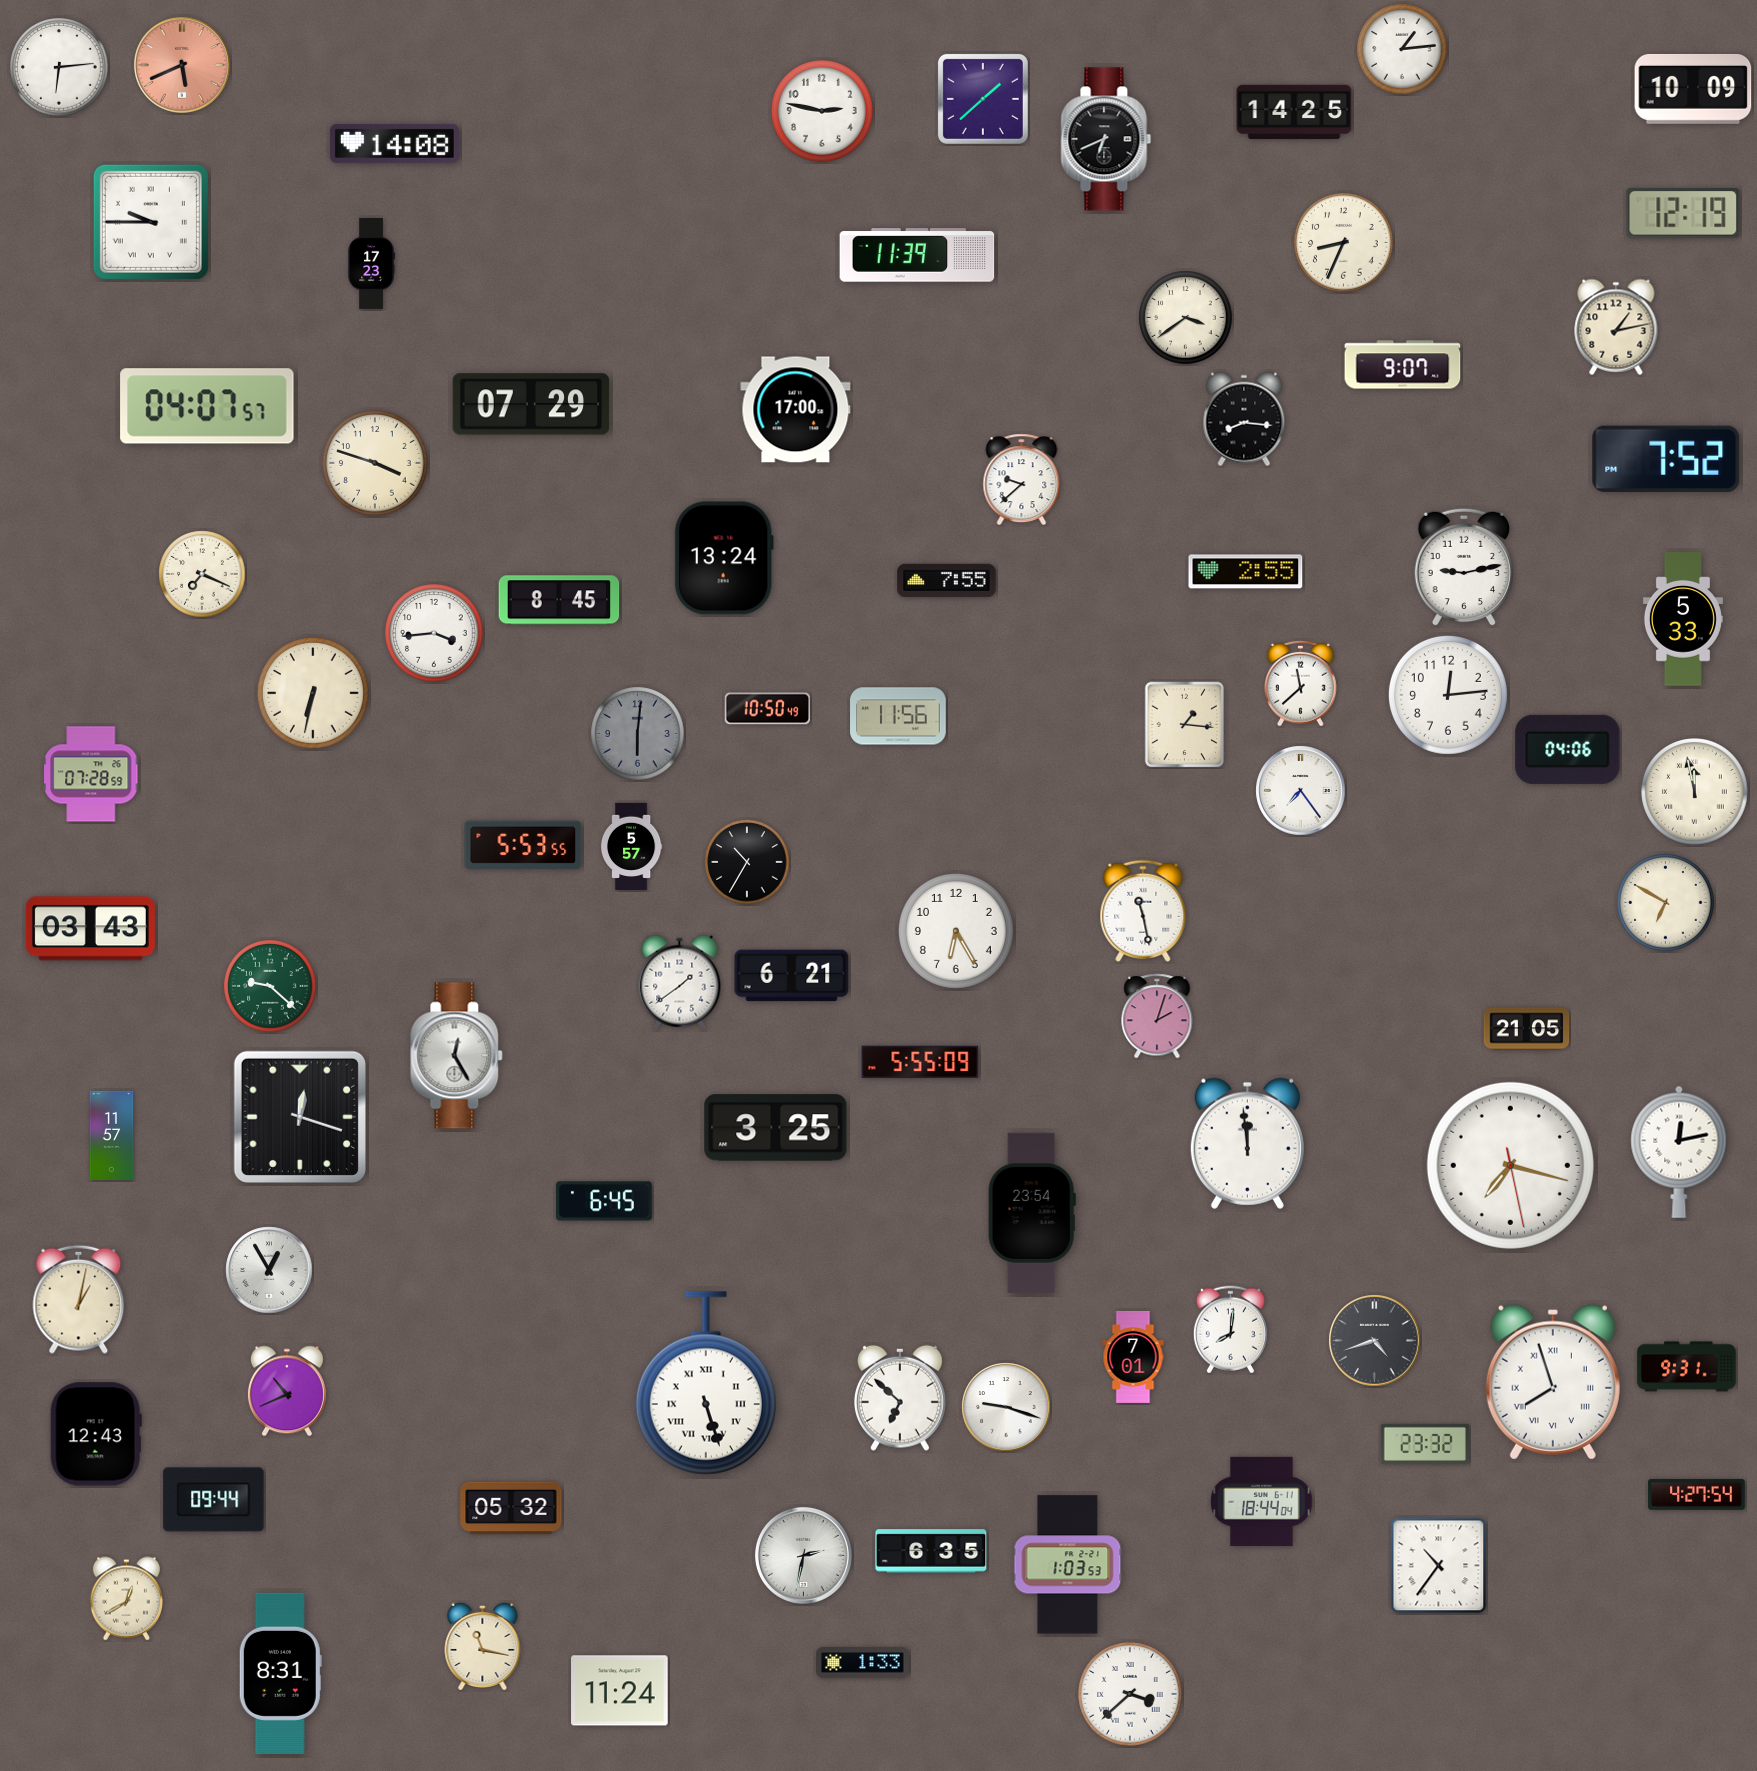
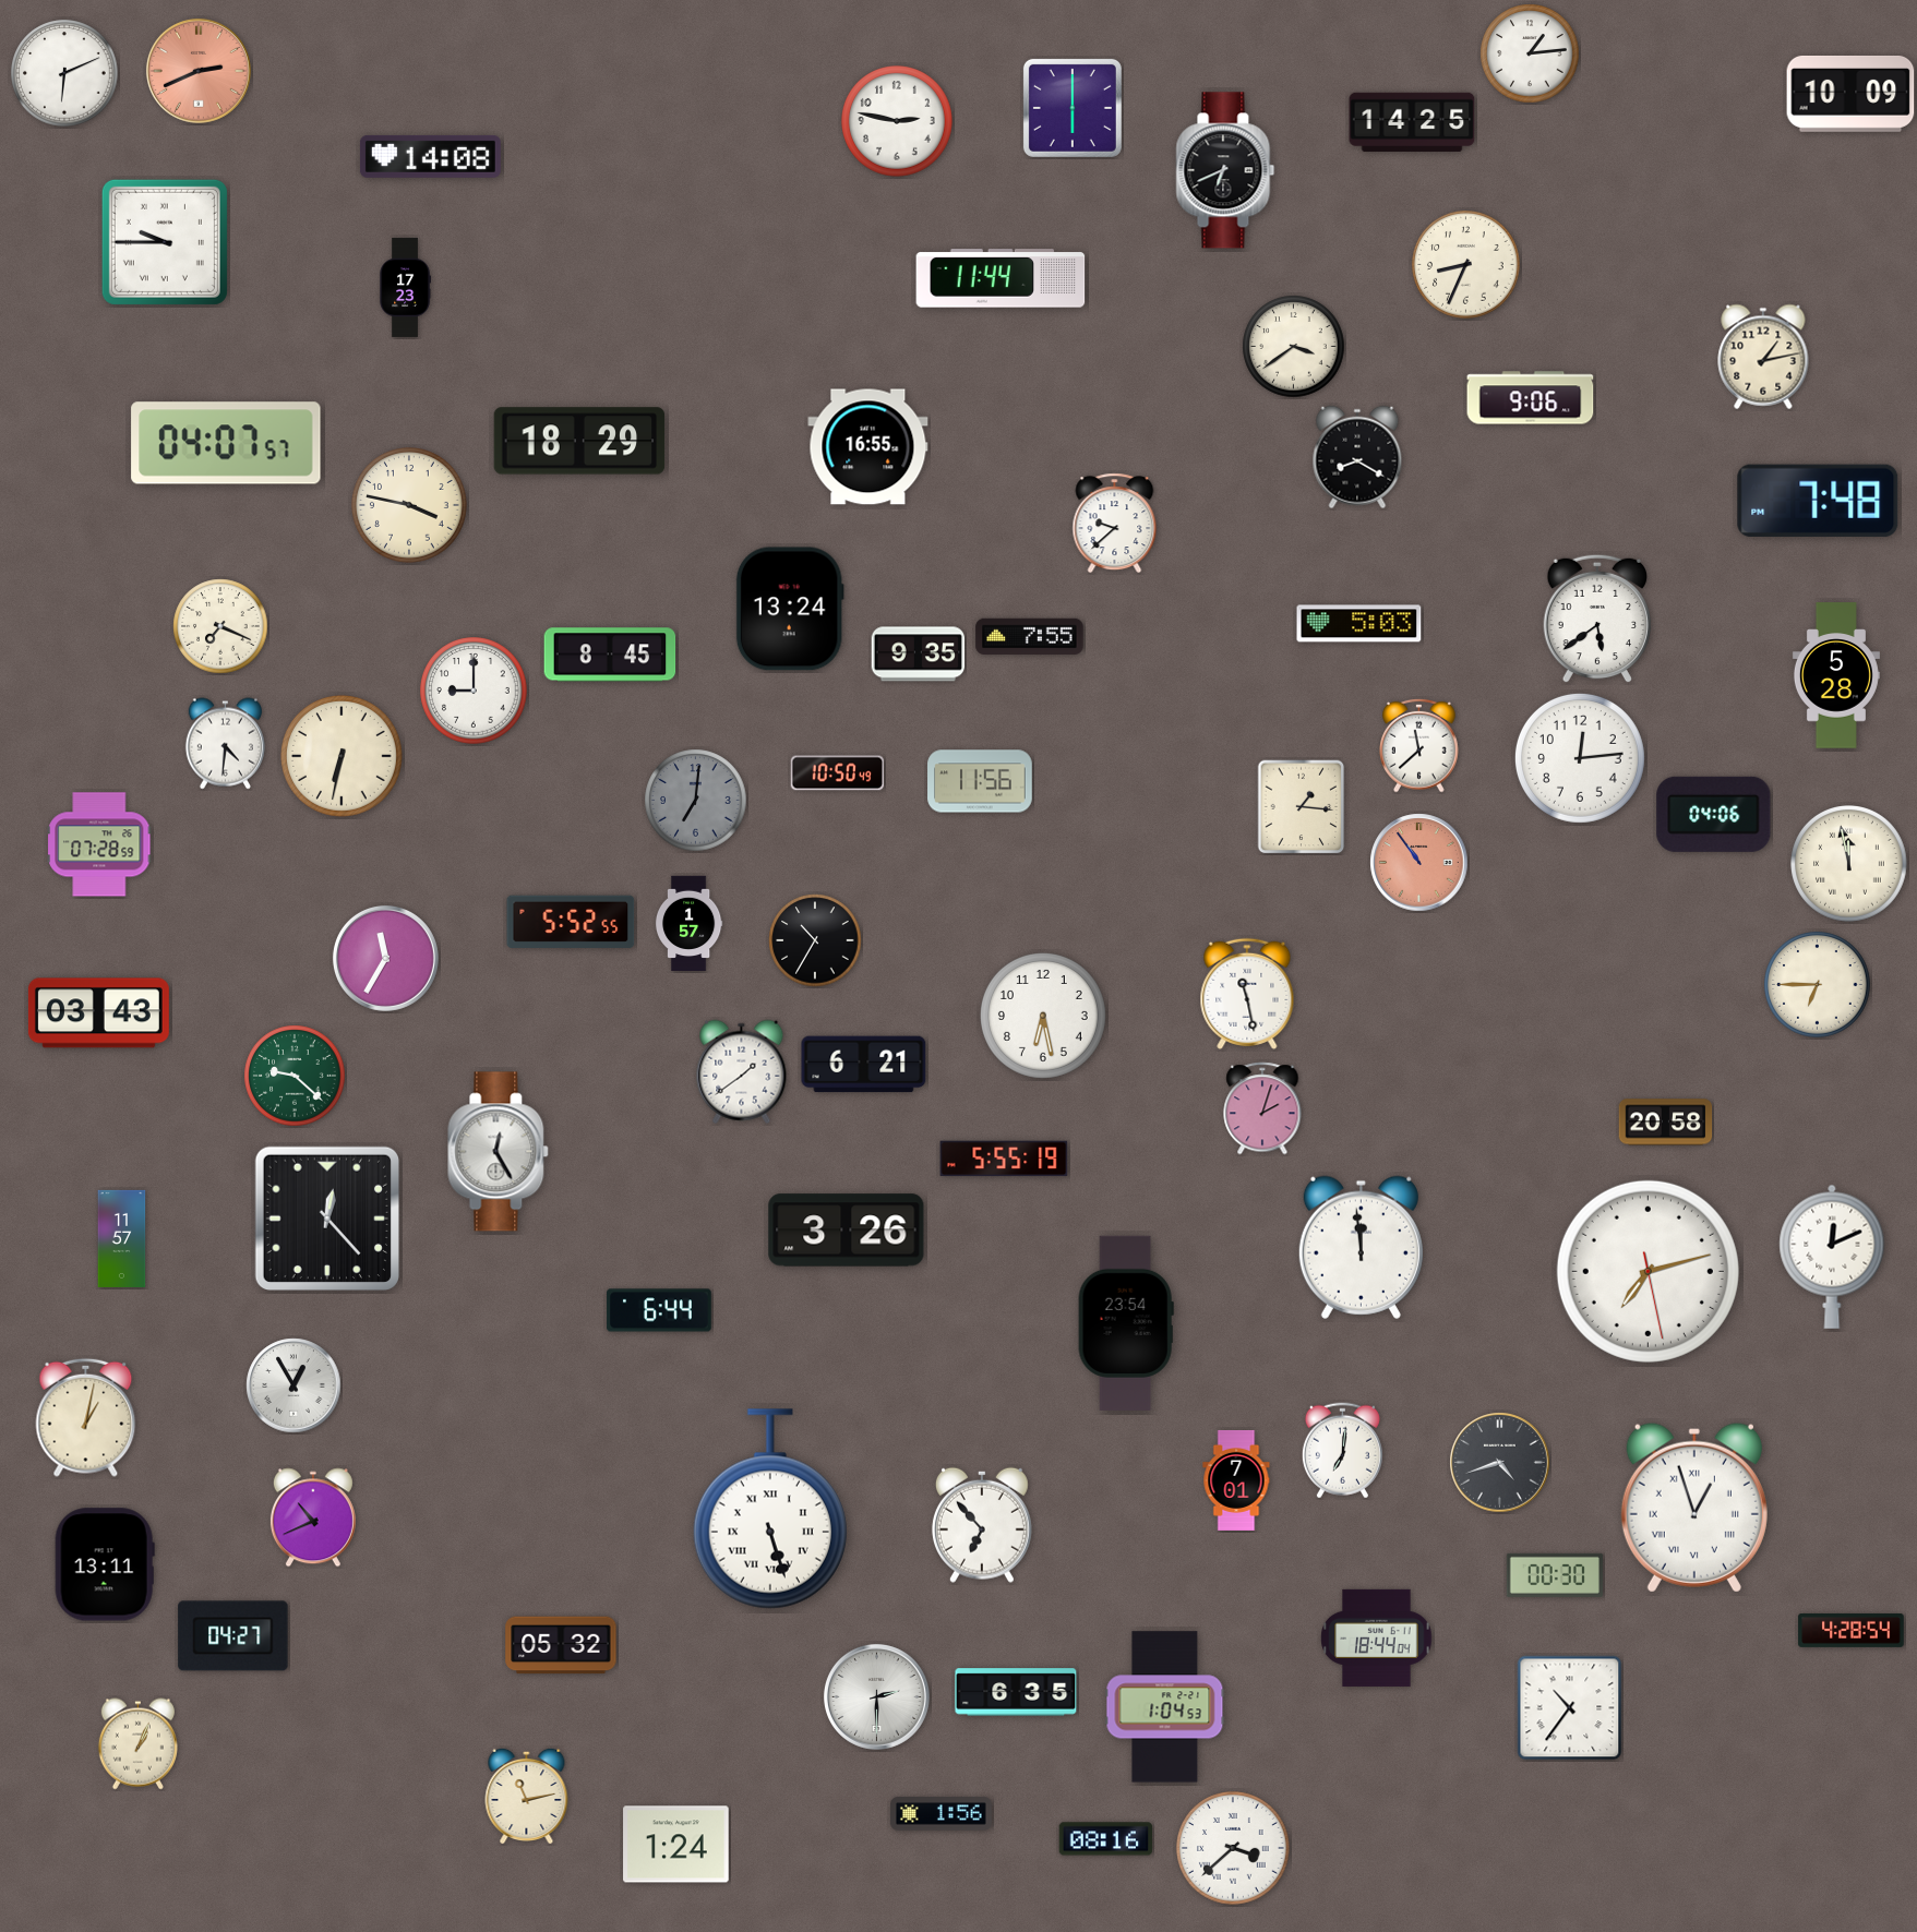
clock at (182, 65): 5:41 -> 2:41
clock at (59, 67): 6:14 -> 6:11
clock at (1693, 89) position: (1693, 89) -> (1850, 94)
clock at (983, 99): 1:38 -> 6:00
clock at (1106, 139) position: (1106, 139) -> (1225, 170)
clock at (1683, 214): 12:19 -> none
clock at (917, 255): 11:39 -> 11:44
clock at (1403, 365): 9:07 -> 9:06
clock at (531, 404): 07:29 -> 18:29
clock at (796, 410): 17:00 -> 16:55
clock at (1244, 419): 8:16 -> 8:20
clock at (1666, 459): 7:52 -> 7:48
clock at (376, 464): 3:48 -> 3:47
clock at (1464, 567): 9:13 -> 5:39
clock at (1246, 572): 2:55 -> 5:03
clock at (947, 580) position: (947, 580) -> (1030, 636)
clock at (919, 655): none -> 9:35
clock at (1683, 619): 5:33 -> 5:28
clock at (434, 633): 3:44 -> 9:00
clock at (225, 744): none -> 4:31
clock at (1185, 725) position: (1185, 725) -> (1302, 807)
clock at (638, 734): 6:01 -> 7:01
clock at (1568, 749) position: (1568, 749) -> (1714, 814)
clock at (1301, 791): 7:24 -> 10:54
clock at (1301, 791) dial: white -> salmon
clock at (523, 845): 5:53 -> 5:52
clock at (631, 847): 5:57 -> 1:57
clock at (385, 958): none -> 11:35
clock at (1666, 903): 6:50 -> 6:45
clock at (956, 931): 6:25 -> 6:28
clock at (1527, 1029): 21:05 -> 20:58
clock at (920, 1062): 5:55:09 -> 5:55:19
clock at (299, 1116): 12:18 -> 12:23
clock at (776, 1128): 3:25 -> 3:26
clock at (1679, 1152): 12:13 -> 12:11
clock at (1510, 1165): 7:17 -> 7:12
clock at (604, 1201): 6:45 -> 6:44
clock at (1230, 1330): 8:01 -> 7:01
clock at (1687, 1367): 9:31 -> none
clock at (1553, 1382): 7:57 -> 12:57
clock at (900, 1398): 6:52 -> 6:53
clock at (1006, 1407): 9:18 -> none
clock at (96, 1434): 12:43 -> 13:11
clock at (1425, 1444): 23:32 -> 00:30
clock at (1697, 1494): 4:27 -> 4:28
clock at (214, 1500): 09:44 -> 04:27
clock at (511, 1508) position: (511, 1508) -> (561, 1645)
clock at (803, 1555): 2:32 -> 2:30
clock at (1068, 1565): 1:03 -> 1:04
clock at (126, 1599): 12:40 -> 1:04
clock at (483, 1645): 11:17 -> 11:13
clock at (862, 1663): 1:33 -> 1:56
clock at (280, 1673): 8:31 -> none
clock at (1106, 1839): none -> 08:16
clock at (620, 1691): 11:24 -> 1:24
